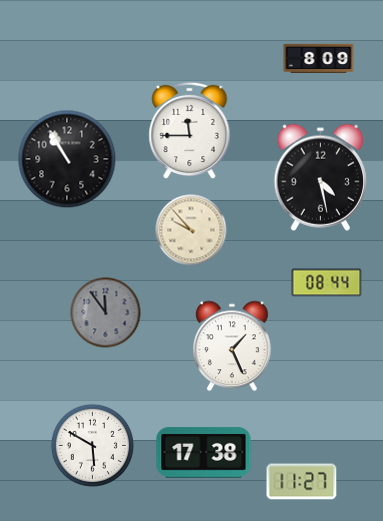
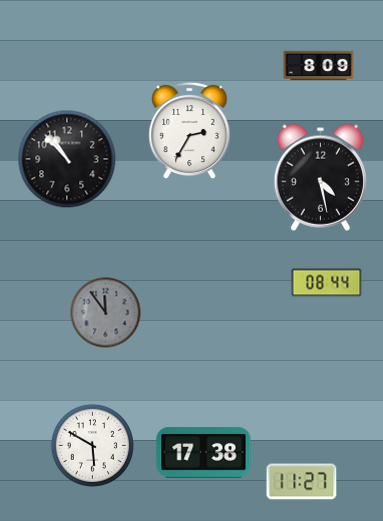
clock at (319, 59) position: (319, 59) -> (319, 66)
clock at (190, 131): 11:45 -> 2:35
clock at (67, 159): 10:55 -> 10:53
clock at (191, 230): 9:53 -> none
clock at (233, 346): 1:26 -> none
